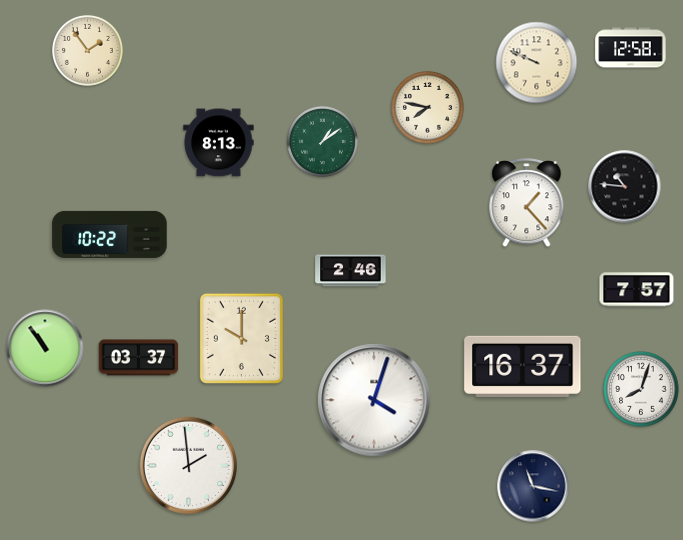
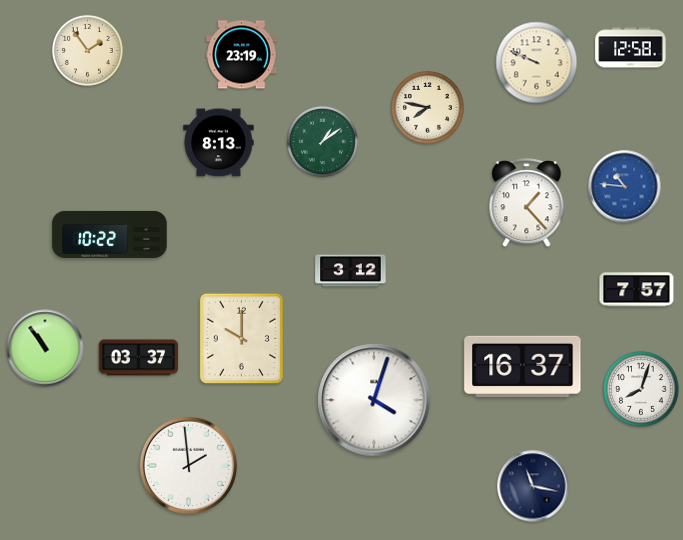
clock at (242, 55): none -> 23:19
clock at (625, 187) dial: black -> blue
clock at (351, 271): 2:46 -> 3:12
